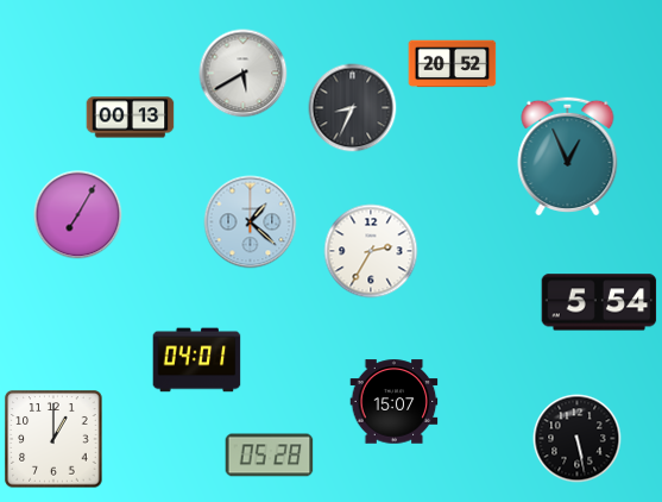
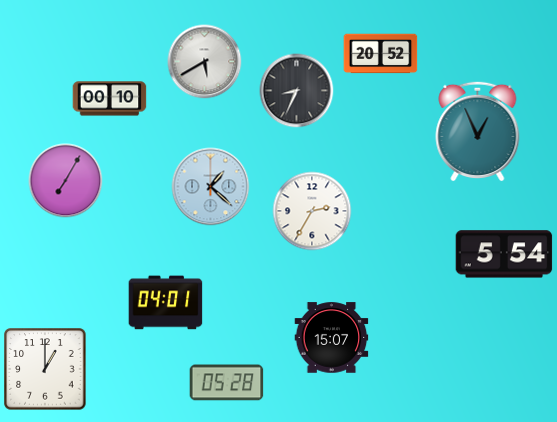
clock at (131, 118): 00:13 -> 00:10
clock at (578, 439): 5:28 -> none
